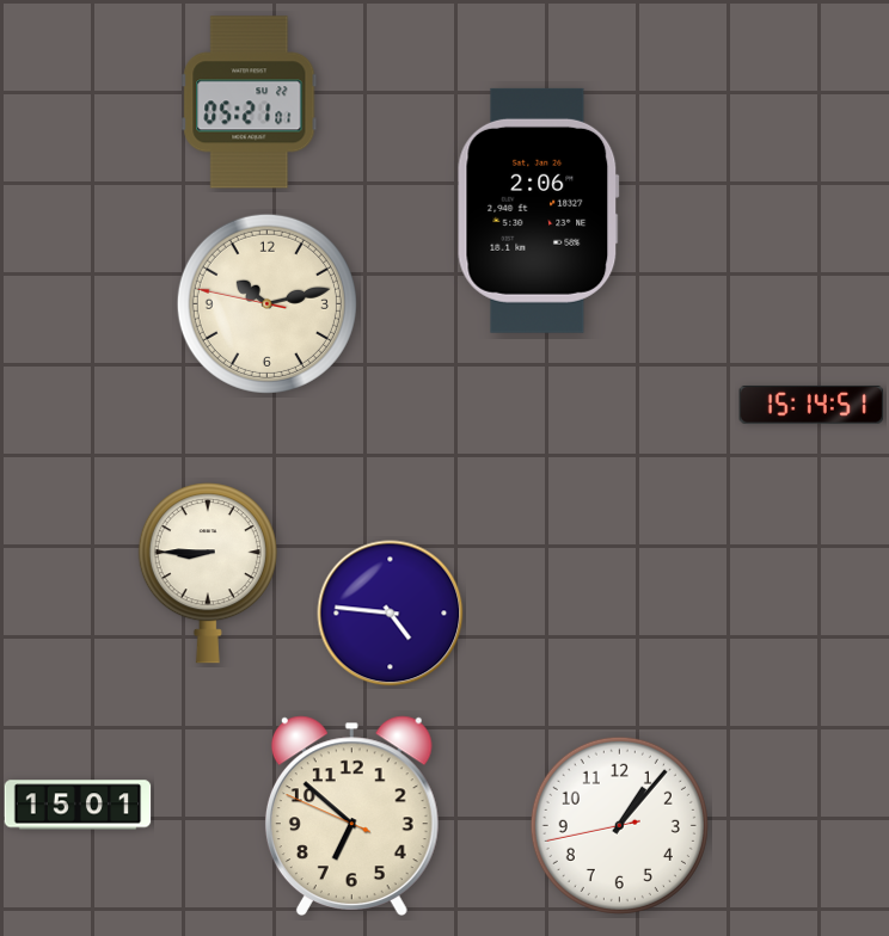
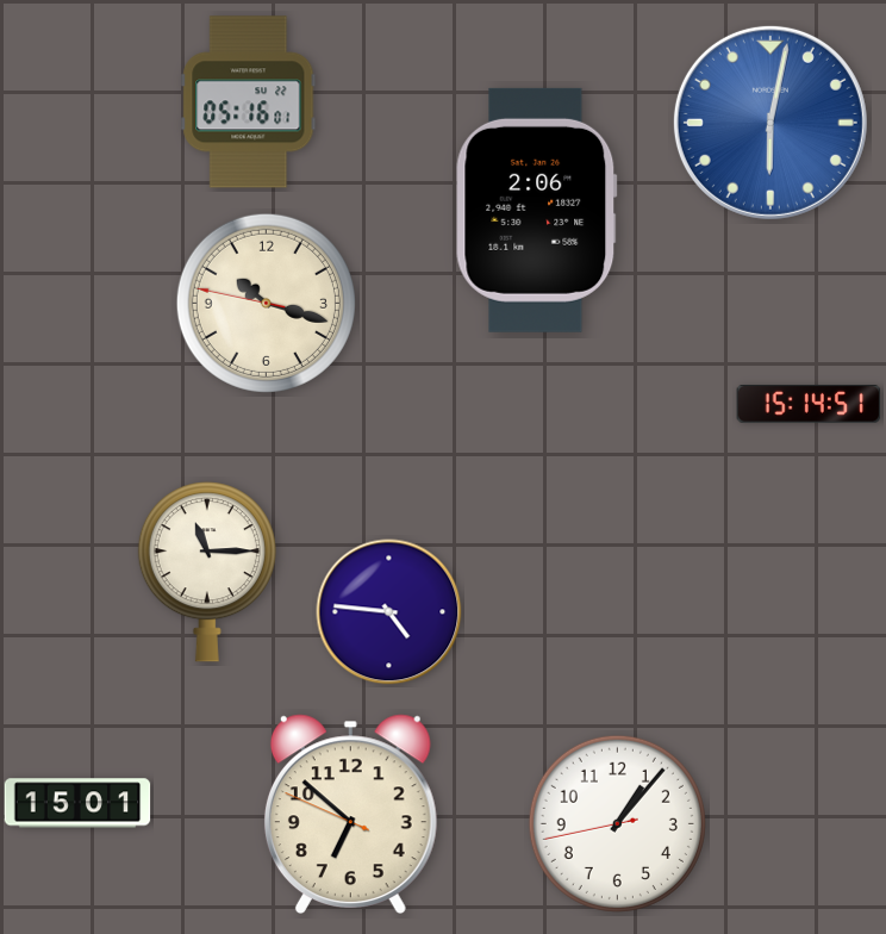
clock at (250, 103): 05:21 -> 05:16
clock at (770, 123): none -> 6:02
clock at (266, 303): 10:12 -> 10:17
clock at (208, 573): 8:45 -> 11:15
